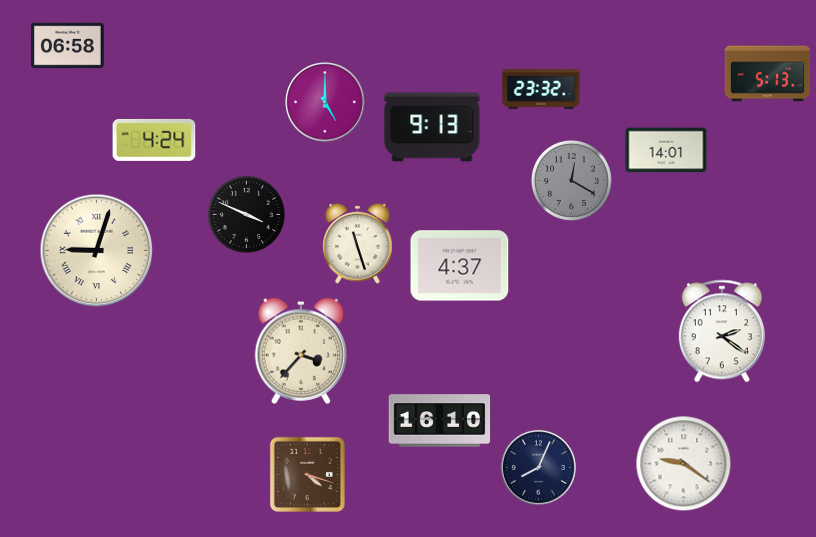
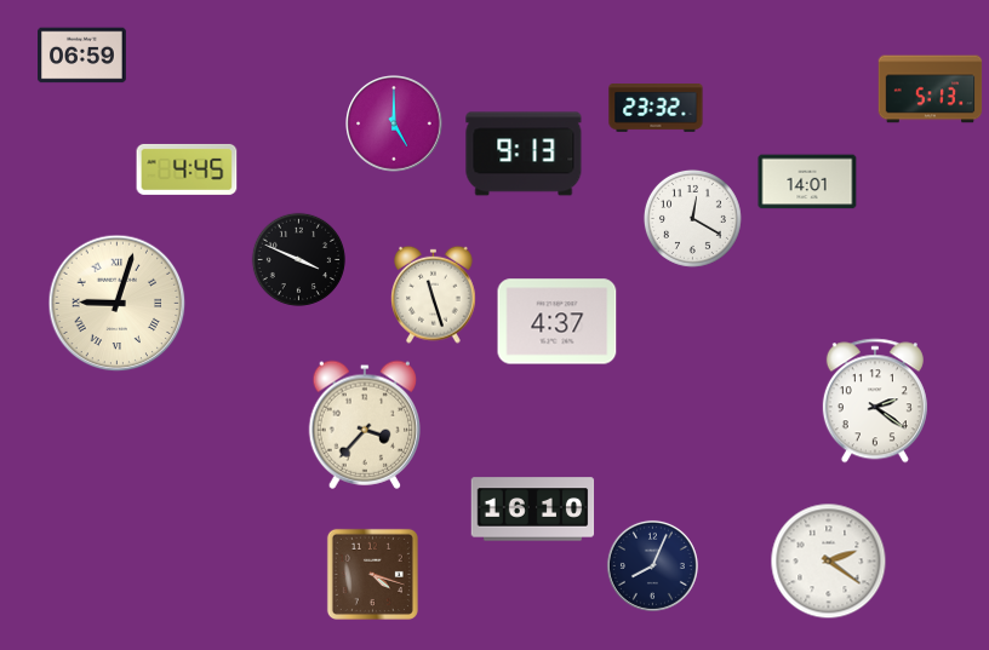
clock at (68, 46): 06:58 -> 06:59
clock at (154, 140): 4:24 -> 4:45
clock at (571, 180) dial: grey -> white
clock at (684, 464): 9:21 -> 2:21
